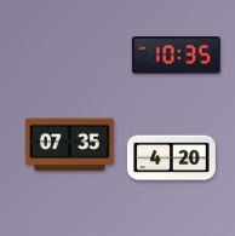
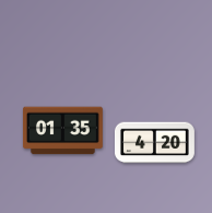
clock at (176, 56): 10:35 -> none
clock at (69, 145): 07:35 -> 01:35
